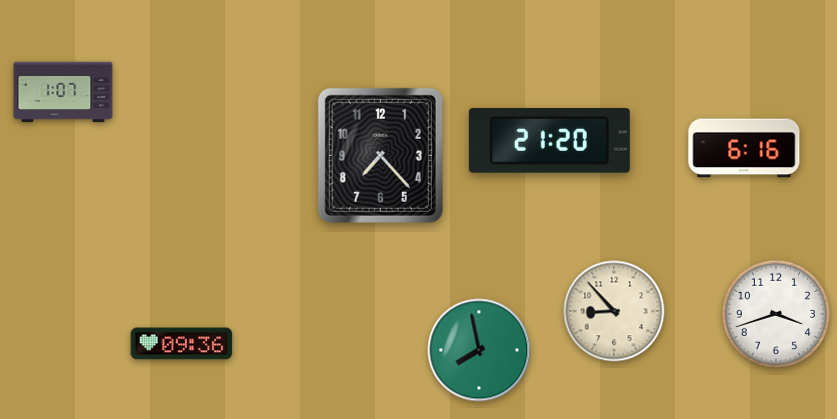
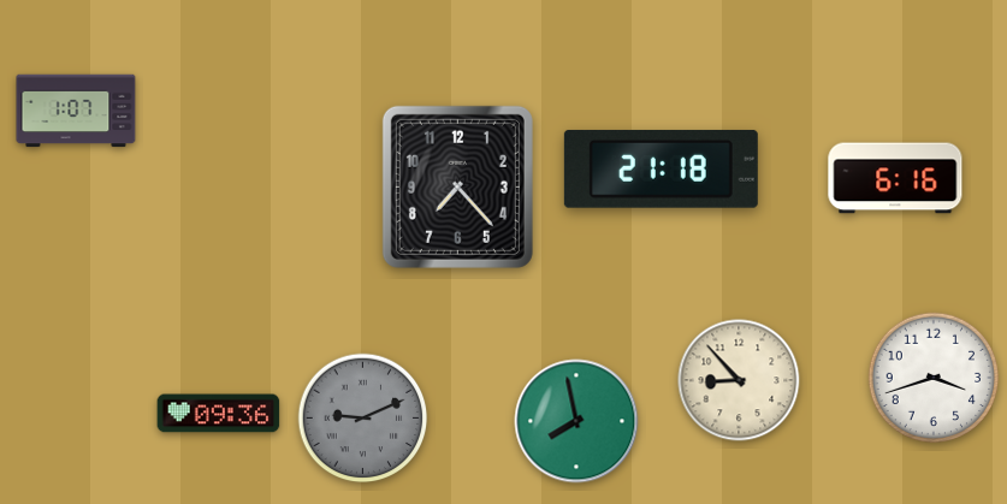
clock at (549, 141): 21:20 -> 21:18
clock at (614, 311) position: (614, 311) -> (739, 380)
clock at (363, 419): none -> 9:11
